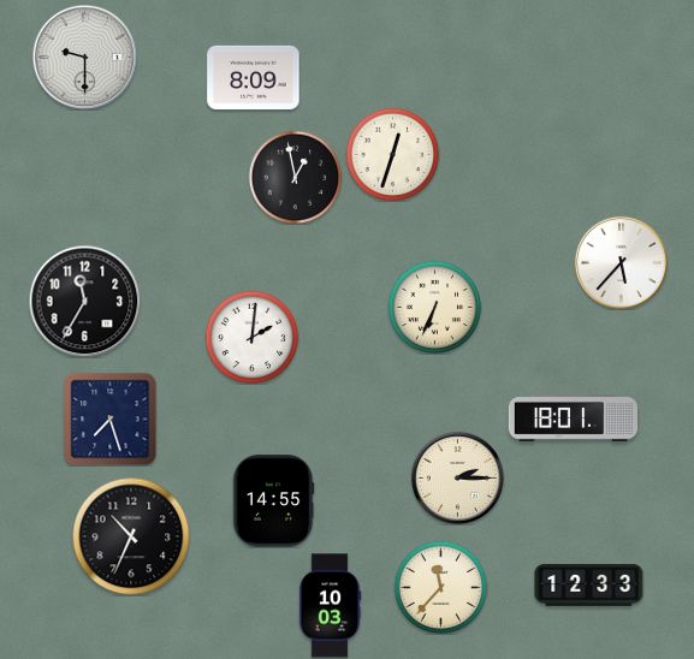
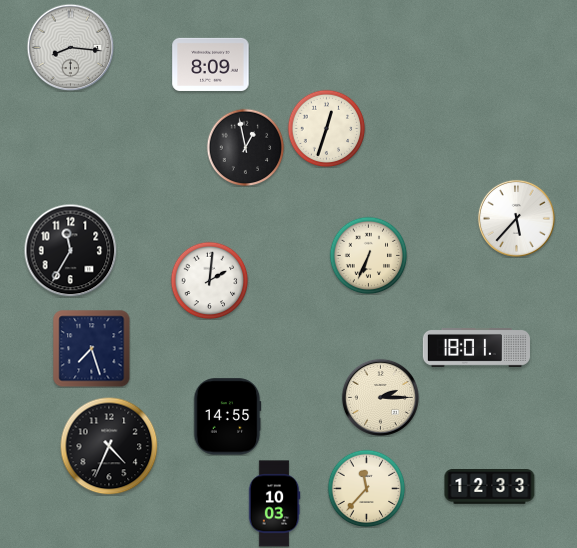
clock at (84, 57): 9:30 -> 8:16
clock at (434, 307) position: (434, 307) -> (368, 255)
clock at (131, 536): 10:34 -> 4:34
